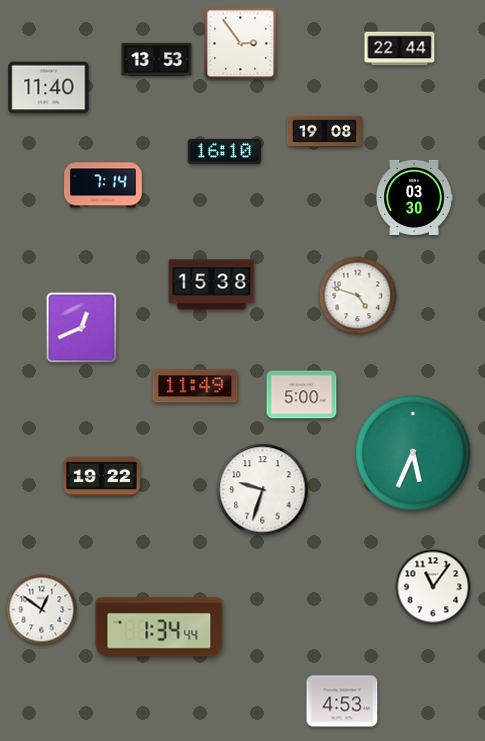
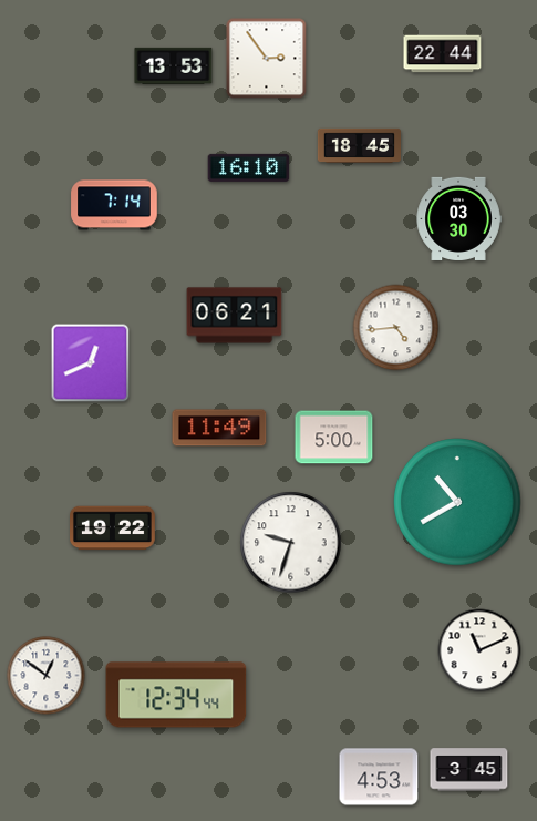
clock at (241, 44) position: (241, 44) -> (267, 59)
clock at (49, 88): 11:40 -> none
clock at (324, 131): 19:08 -> 18:45
clock at (212, 285): 15:38 -> 06:21
clock at (358, 296): 4:48 -> 4:44
clock at (195, 386) position: (195, 386) -> (219, 428)
clock at (413, 453): 5:34 -> 10:40
clock at (433, 587): 11:06 -> 11:11
clock at (159, 627): 1:34 -> 12:34
clock at (469, 770): none -> 3:45
